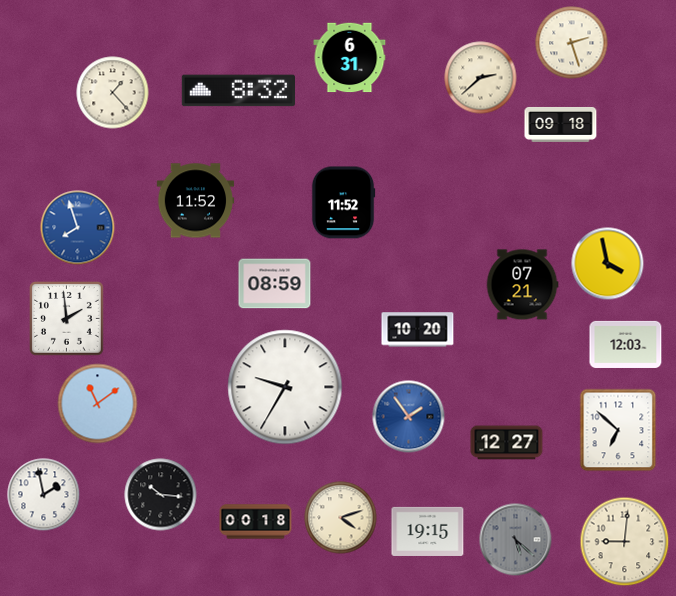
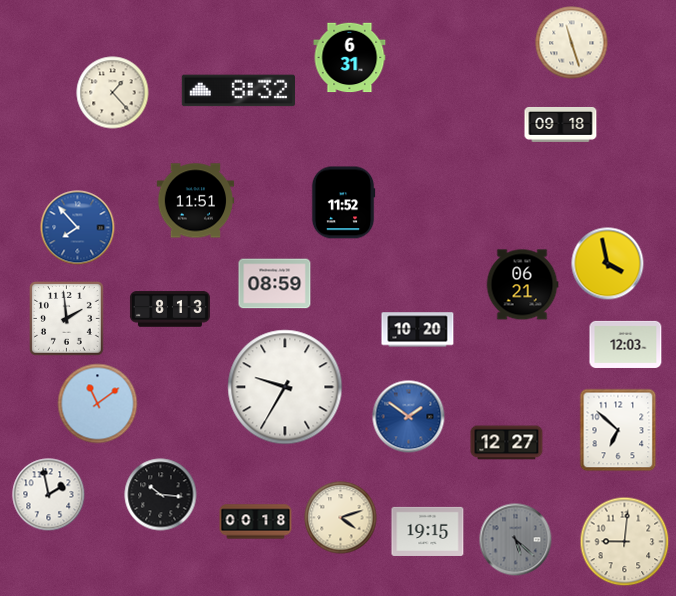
clock at (572, 43): 2:27 -> 11:27
clock at (481, 78): 2:38 -> none
clock at (196, 201): 11:52 -> 11:51
clock at (78, 228): 7:57 -> 7:53
clock at (522, 285): 07:21 -> 06:21
clock at (170, 309): none -> 8:13
clock at (409, 417): 1:54 -> 1:51
clock at (44, 495) position: (44, 495) -> (49, 495)
